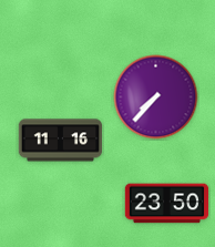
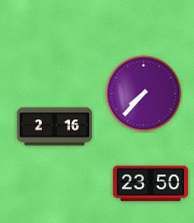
clock at (156, 97) position: (156, 97) -> (144, 94)
clock at (61, 141): 11:16 -> 2:16
